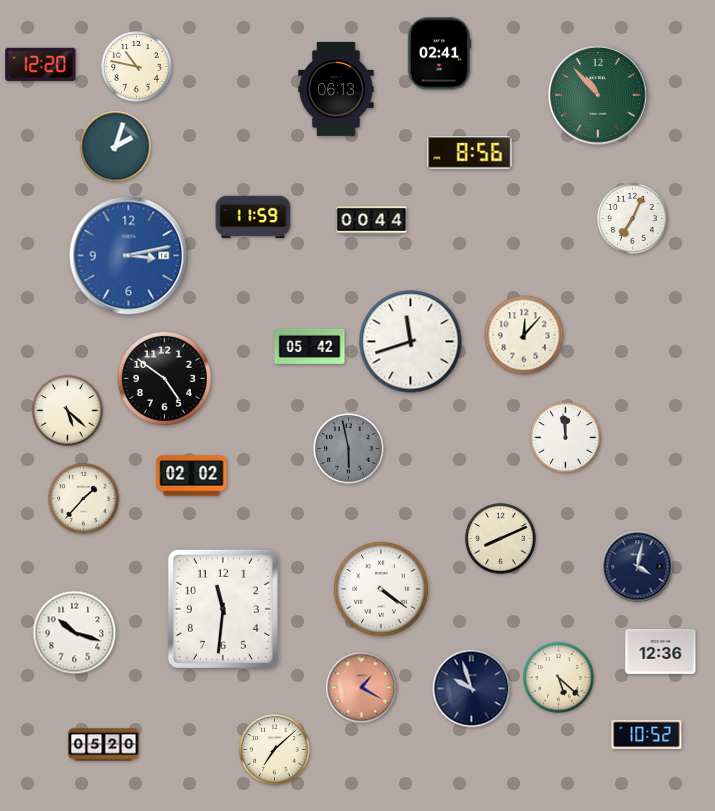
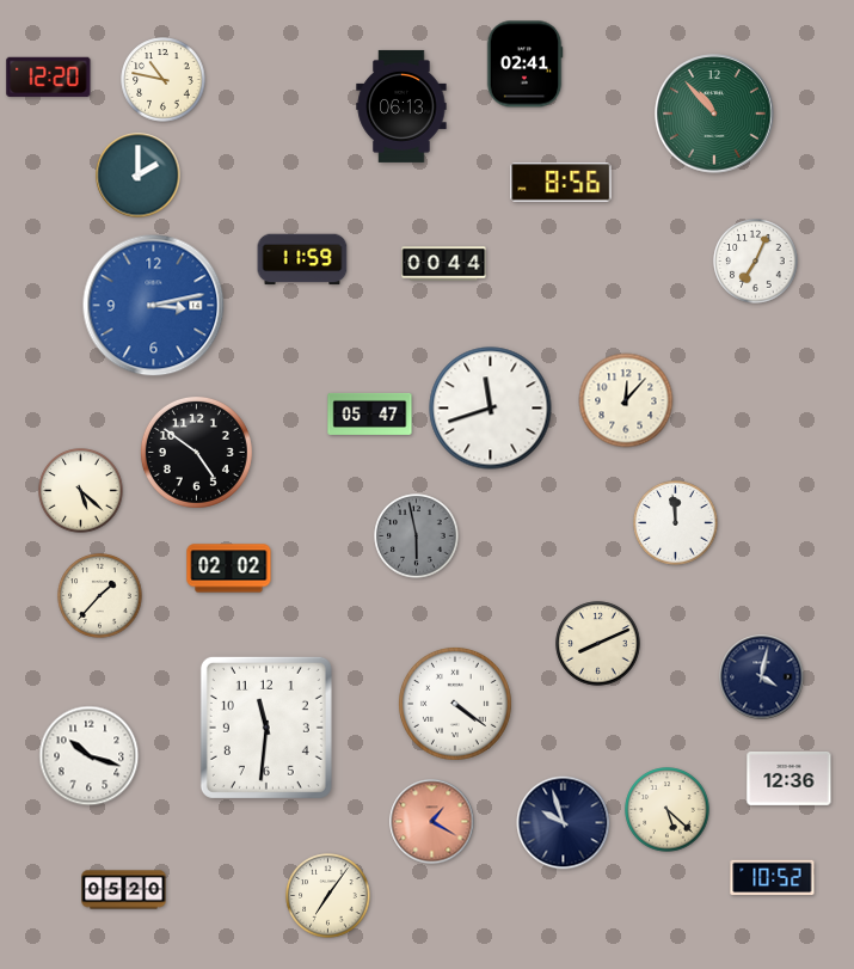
clock at (116, 147): 2:03 -> 2:00
clock at (310, 346): 05:42 -> 05:47
clock at (275, 750): 7:08 -> 7:06
